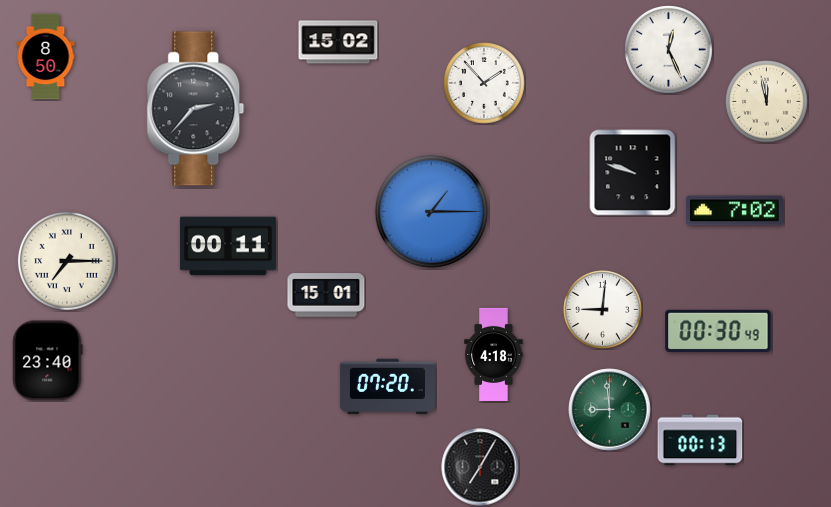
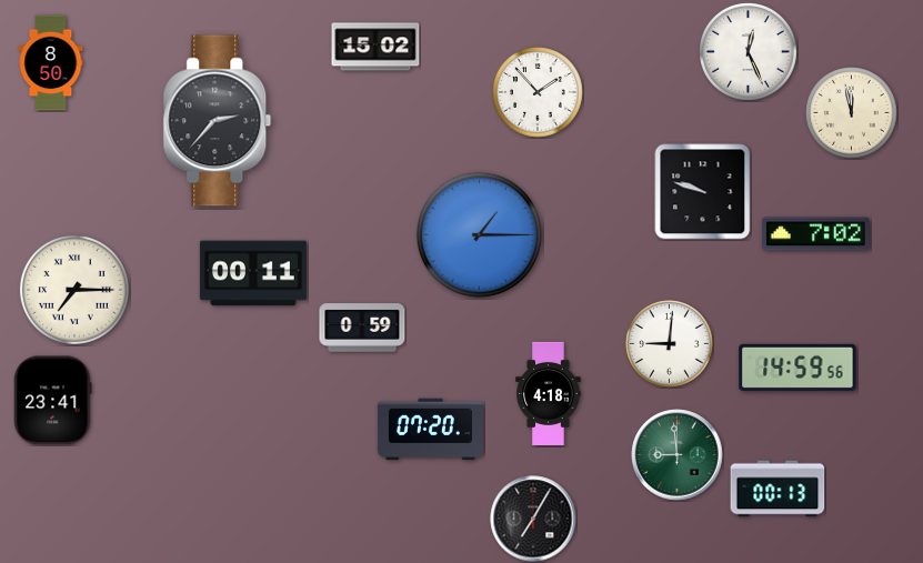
clock at (669, 50) position: (669, 50) -> (749, 52)
clock at (326, 295): 15:01 -> 0:59
clock at (718, 331): 00:30 -> 14:59
clock at (48, 361): 23:40 -> 23:41
